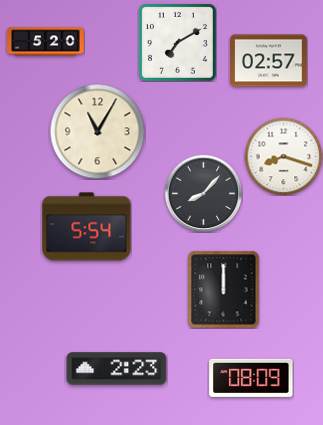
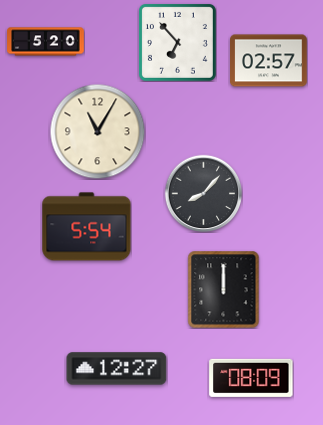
clock at (177, 42): 7:10 -> 6:53
clock at (283, 156): 8:18 -> none
clock at (117, 369): 2:23 -> 12:27
